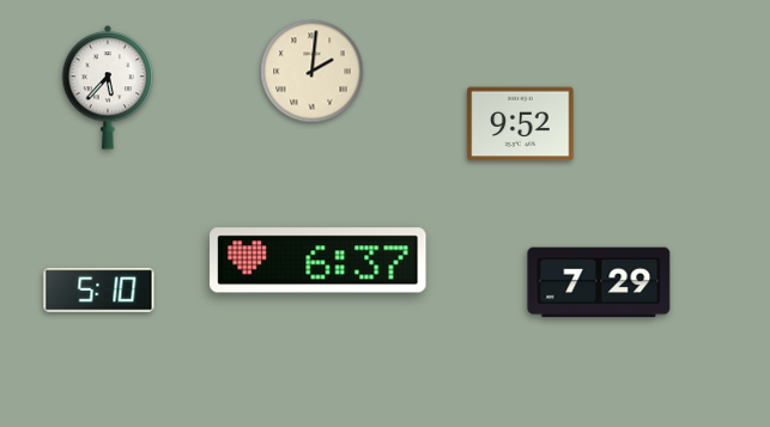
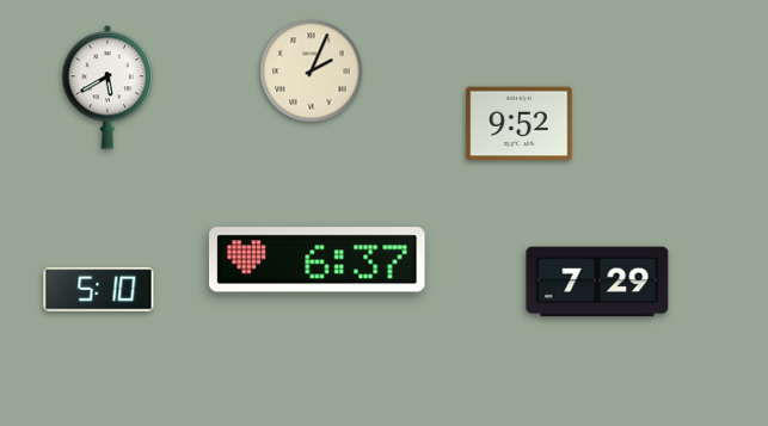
clock at (313, 72): 2:01 -> 2:04
clock at (108, 87): 5:37 -> 5:40
